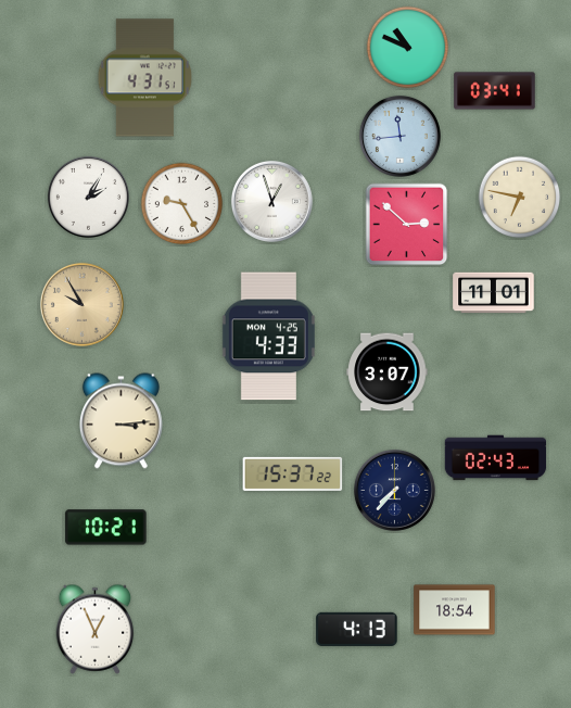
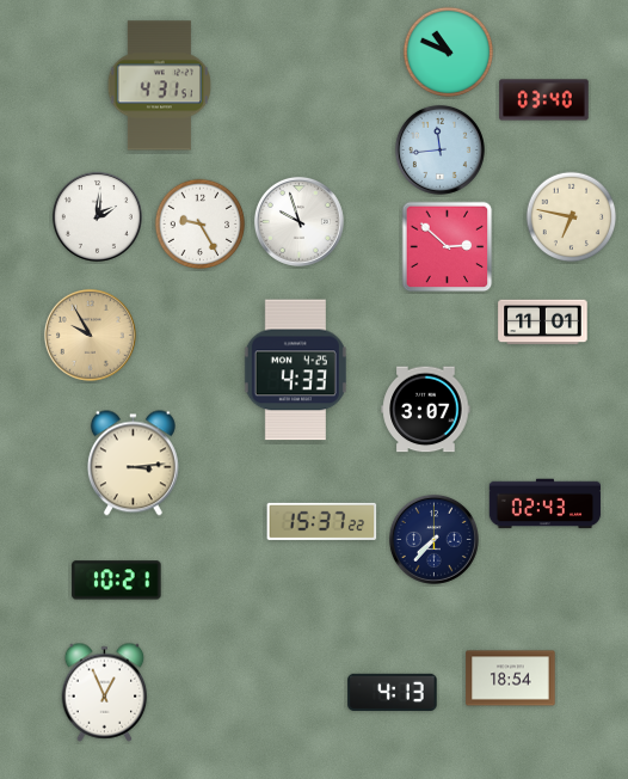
clock at (495, 91): 03:41 -> 03:40
clock at (88, 197): 2:05 -> 2:01
clock at (271, 201): 12:57 -> 9:57
clock at (455, 610) position: (455, 610) -> (511, 679)
